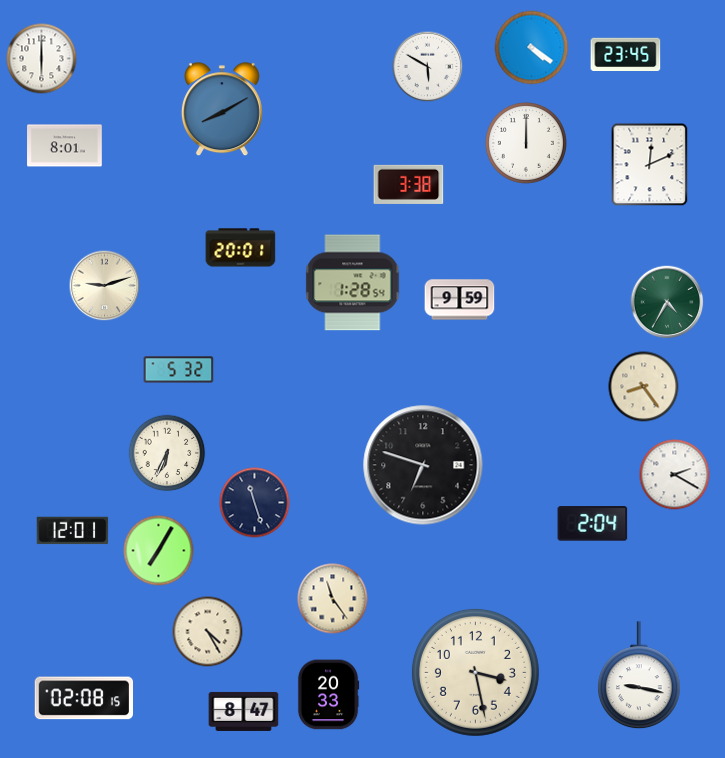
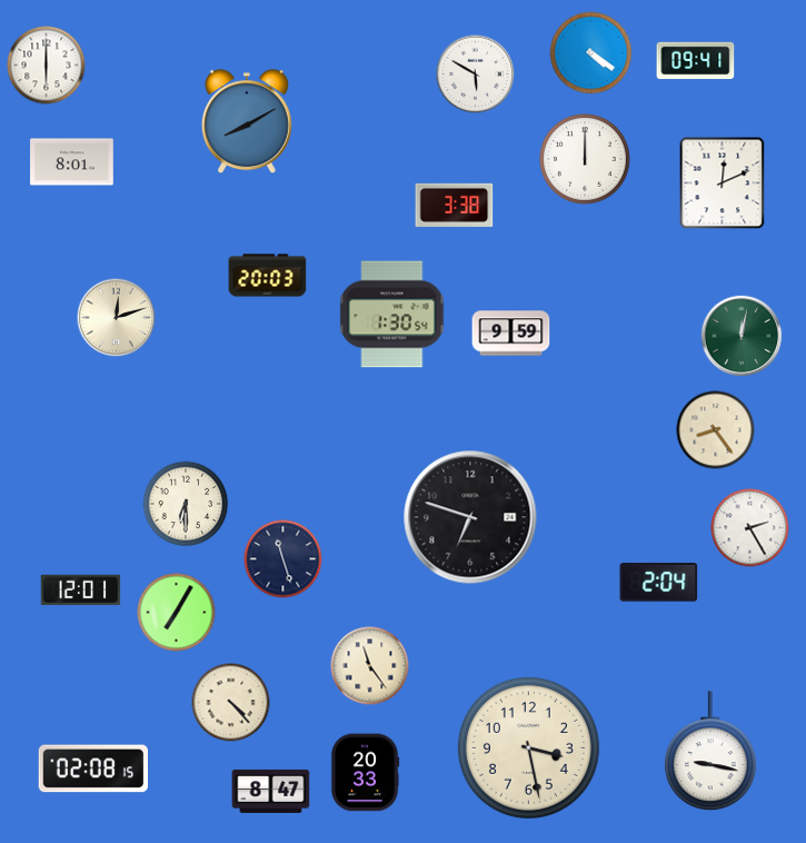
clock at (626, 55): 23:45 -> 09:41
clock at (241, 248): 20:01 -> 20:03
clock at (353, 283): 1:28 -> 1:30
clock at (105, 286): 9:12 -> 12:12
clock at (667, 302): 4:35 -> 12:02
clock at (179, 370): 5:32 -> none
clock at (167, 453): 6:34 -> 6:30
clock at (675, 475): 2:20 -> 2:25
clock at (208, 632): 4:25 -> 4:23
clock at (84, 698) position: (84, 698) -> (93, 768)
